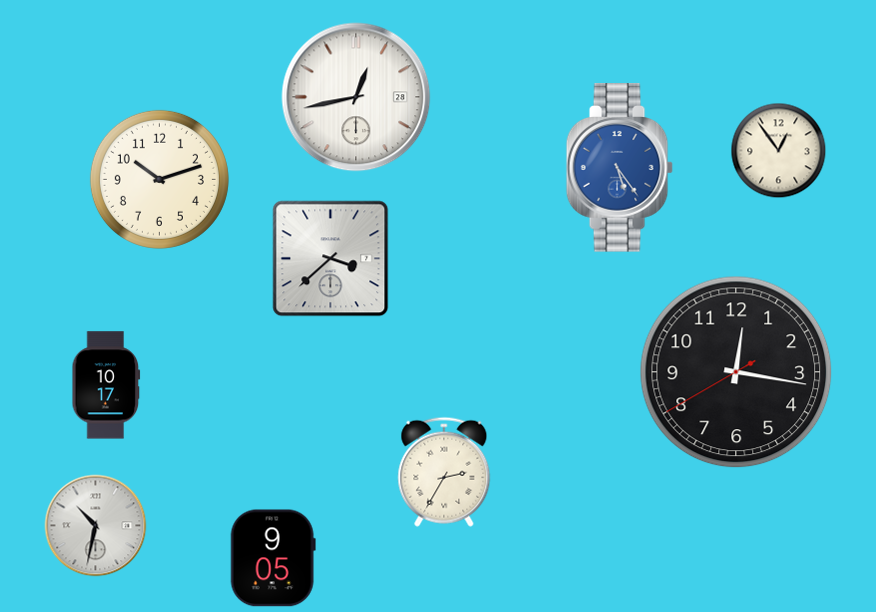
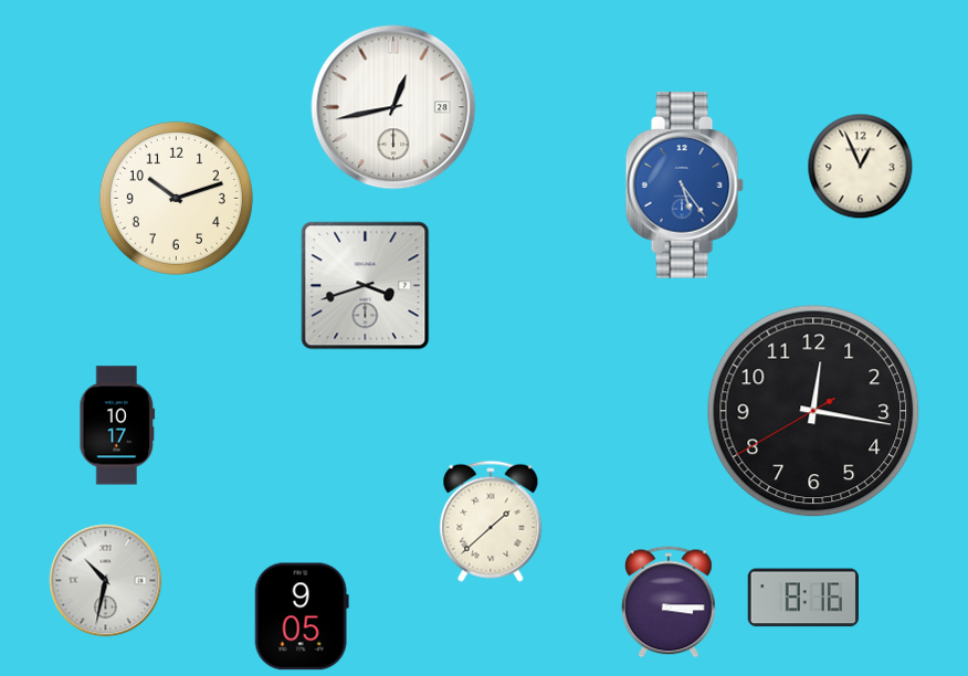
clock at (779, 151): 12:54 -> 12:56
clock at (331, 259): 3:38 -> 3:42
clock at (444, 472): 2:35 -> 1:38
clock at (803, 598): none -> 8:16
clock at (669, 602): none -> 3:15
